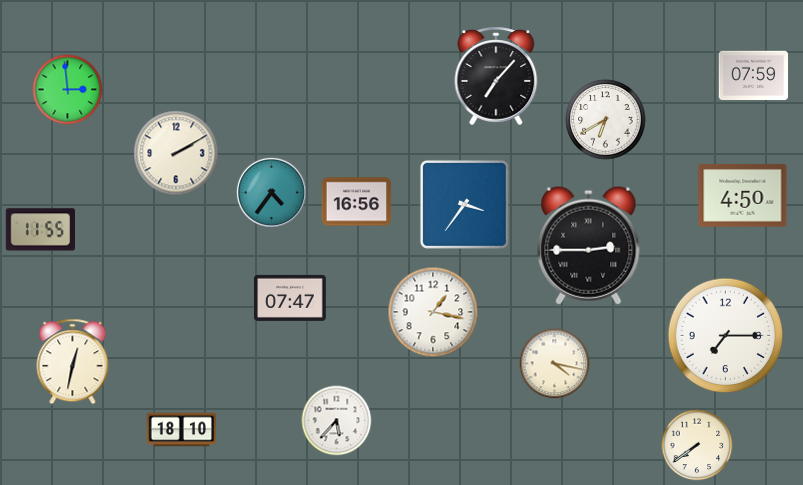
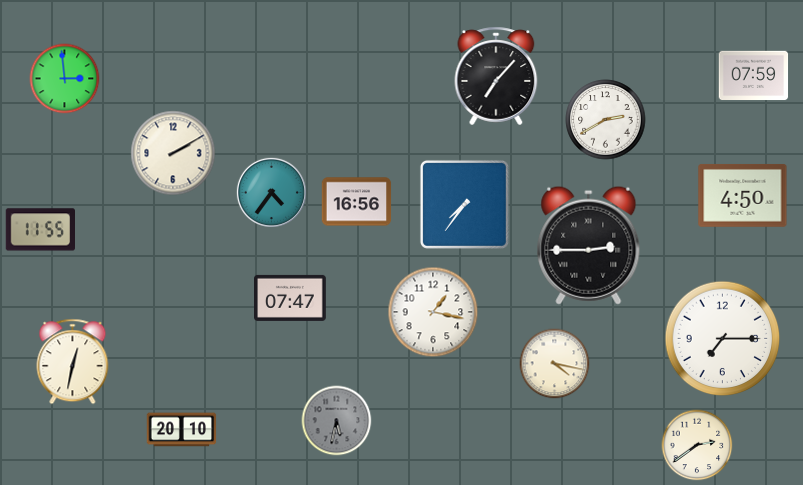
clock at (68, 90) position: (68, 90) -> (65, 79)
clock at (606, 120): 6:40 -> 2:40
clock at (176, 153) position: (176, 153) -> (173, 153)
clock at (464, 204): 3:36 -> 7:36
clock at (726, 336) position: (726, 336) -> (723, 339)
clock at (337, 421): 5:37 -> 5:32
clock at (337, 421) dial: white -> grey
clock at (182, 430): 18:10 -> 20:10
clock at (697, 445): 7:39 -> 2:39
